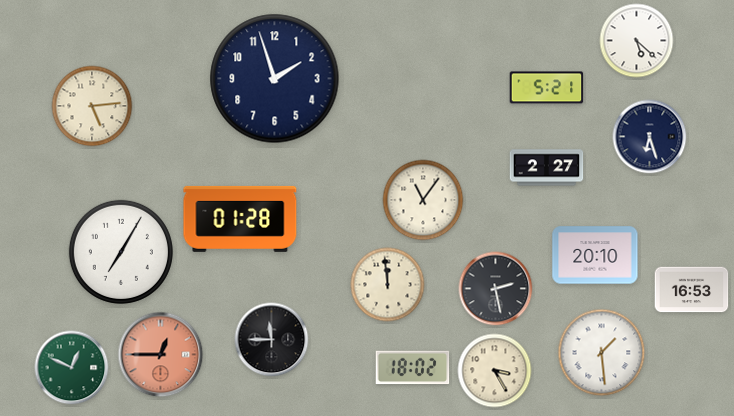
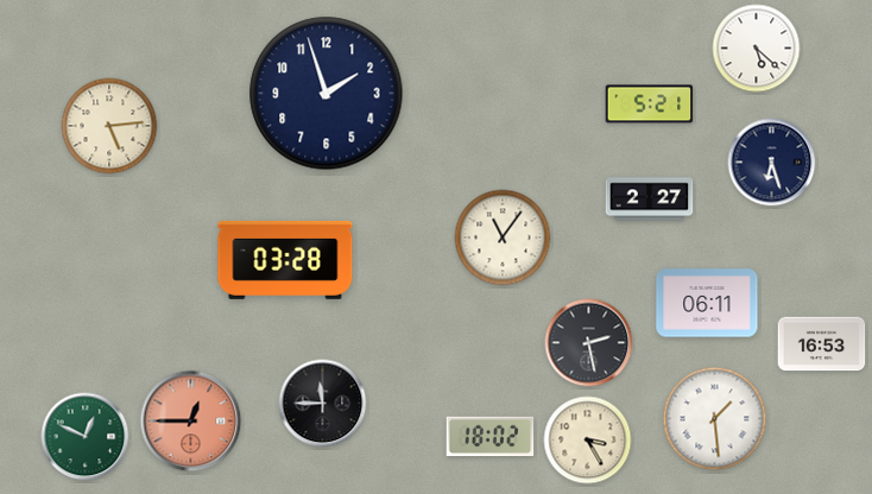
clock at (240, 219): 01:28 -> 03:28
clock at (121, 252): 7:05 -> none
clock at (595, 255): 20:10 -> 06:11
clock at (388, 285): 11:59 -> none
